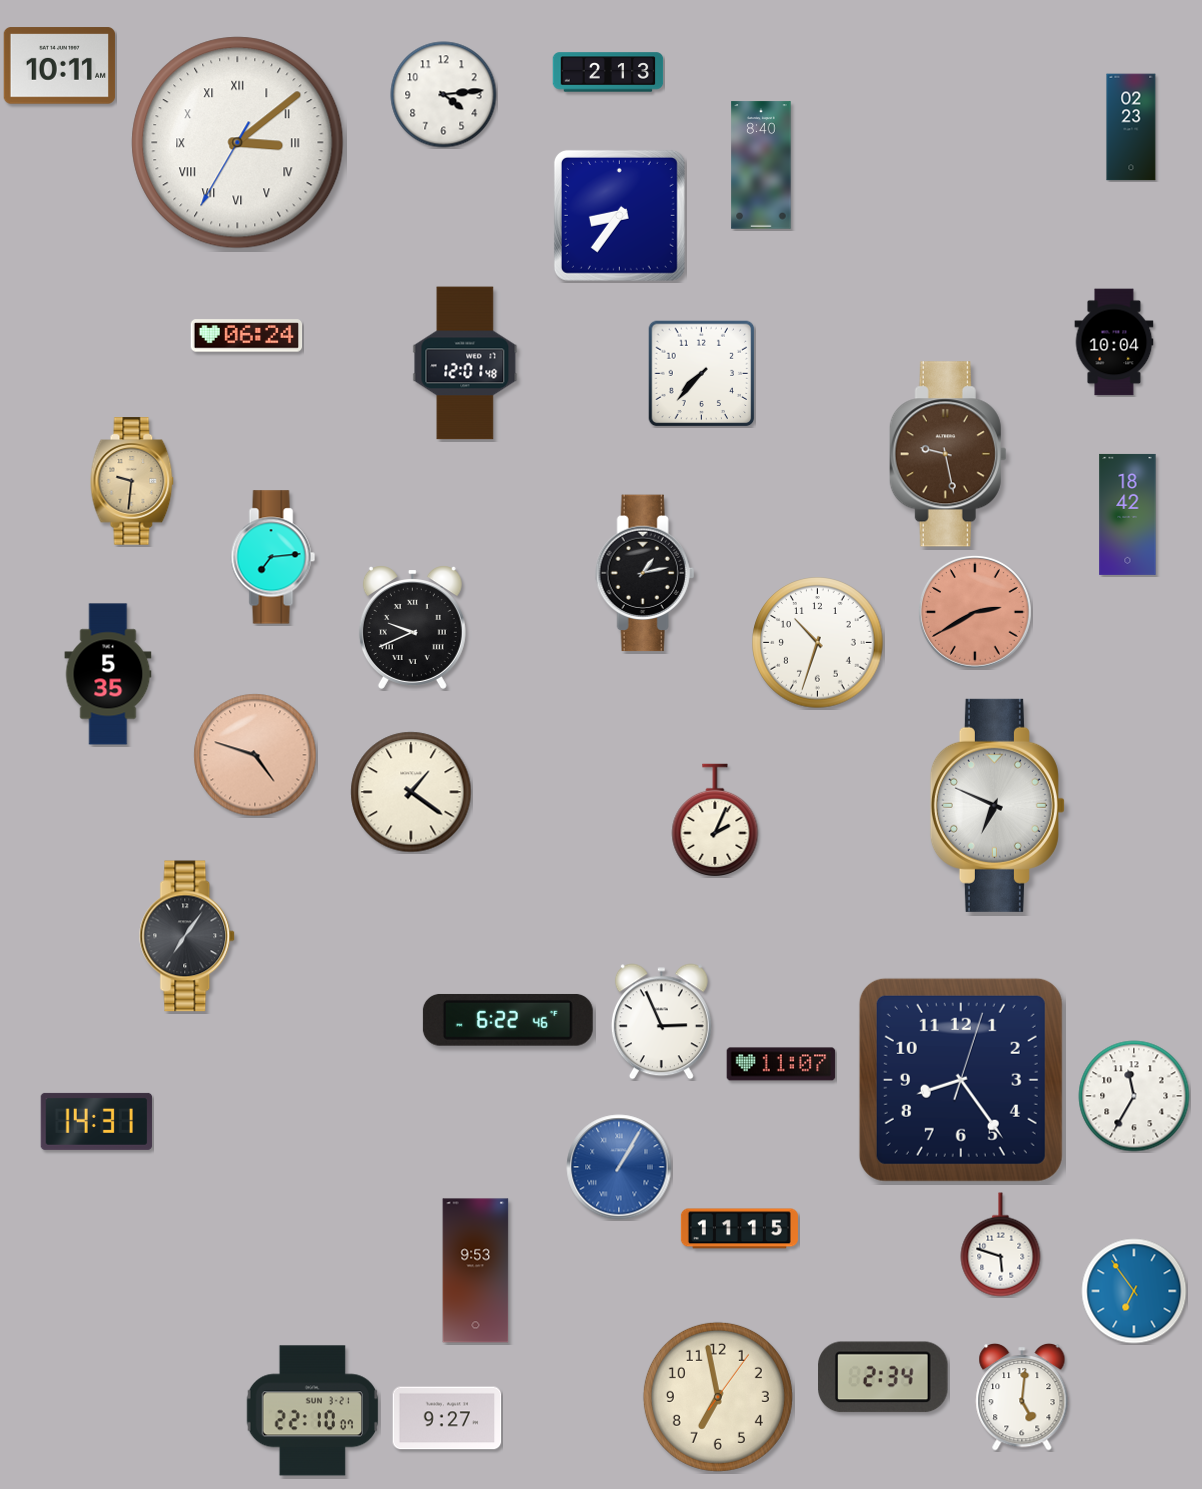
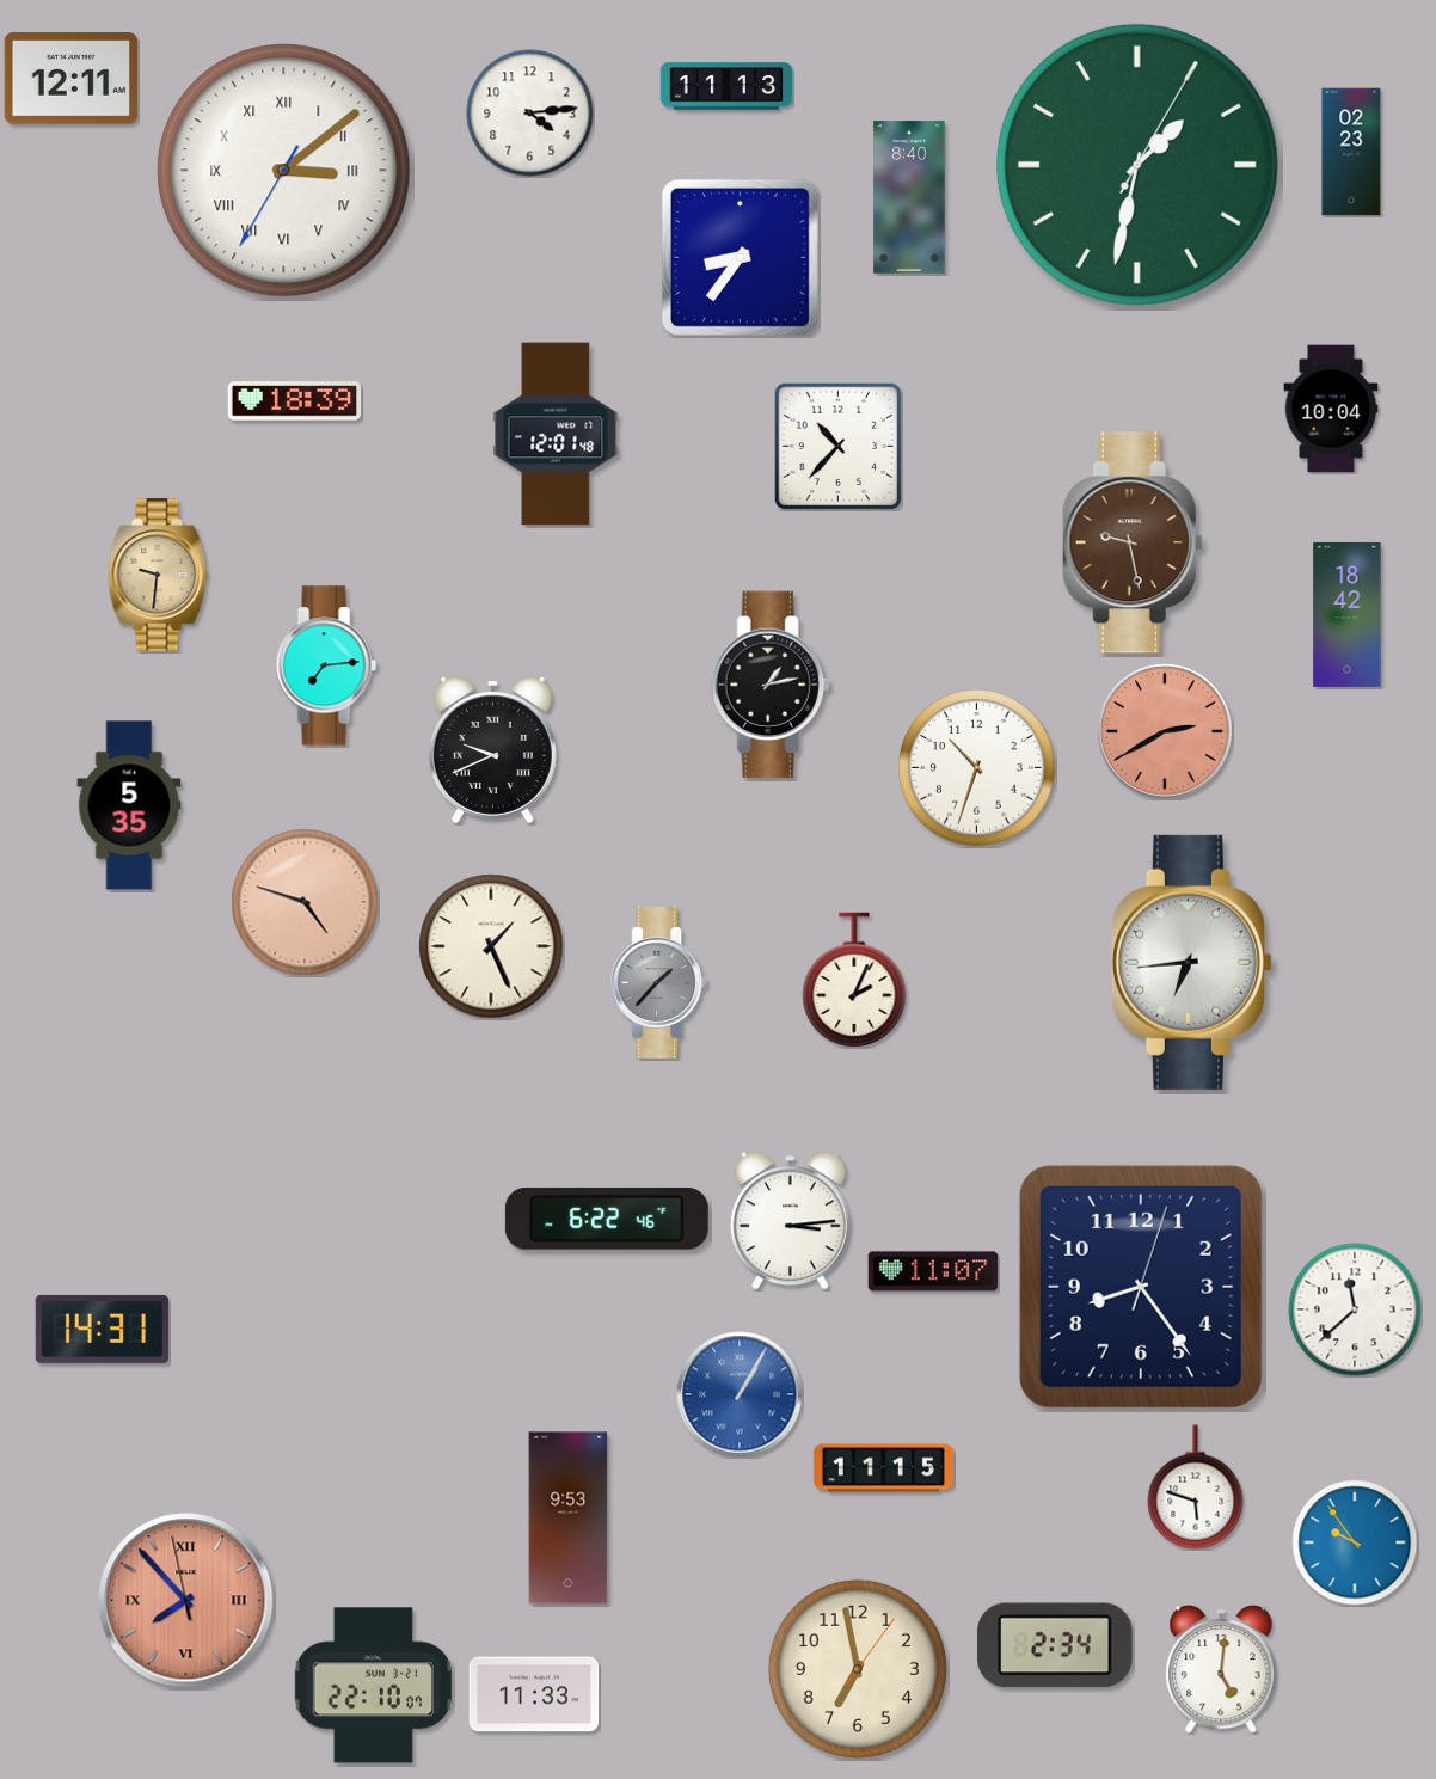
clock at (60, 66): 10:11 -> 12:11
clock at (608, 72): 2:13 -> 11:13
clock at (1137, 165): none -> 1:32
clock at (247, 336): 06:24 -> 18:39
clock at (701, 373): 7:37 -> 10:37
clock at (411, 792): 1:21 -> 1:26
clock at (997, 805): 6:49 -> 6:44
clock at (659, 983): none -> 1:37
clock at (188, 936): 7:06 -> none
clock at (661, 1022): 2:56 -> 3:14
clock at (961, 1080) position: (961, 1080) -> (1141, 1287)
clock at (1134, 1096): 11:35 -> 11:38
clock at (97, 1121) position: (97, 1121) -> (103, 1329)
clock at (1134, 1291): 6:54 -> 9:54
clock at (186, 1601): none -> 7:52
clock at (447, 1418): 9:27 -> 11:33
